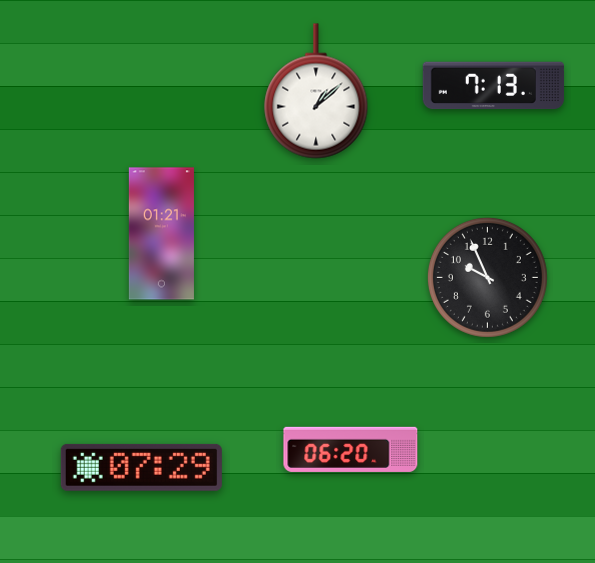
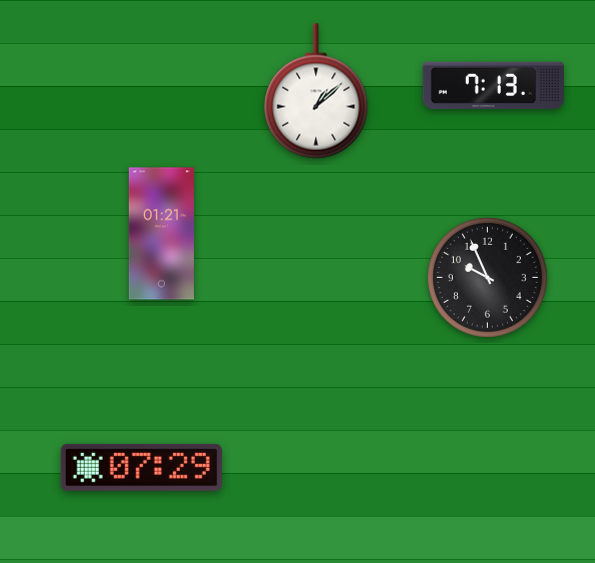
clock at (351, 449): 06:20 -> none
